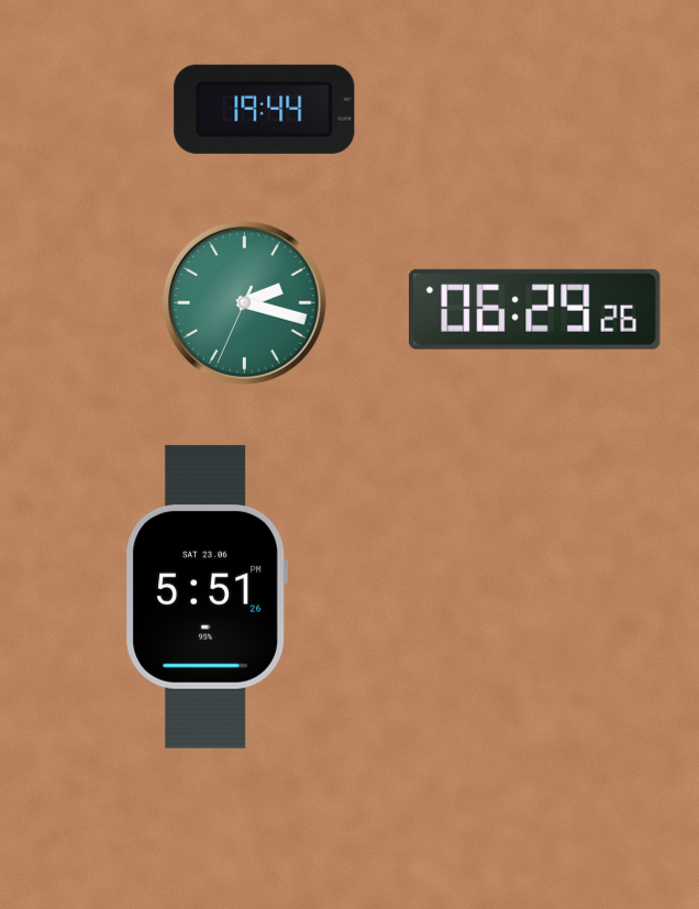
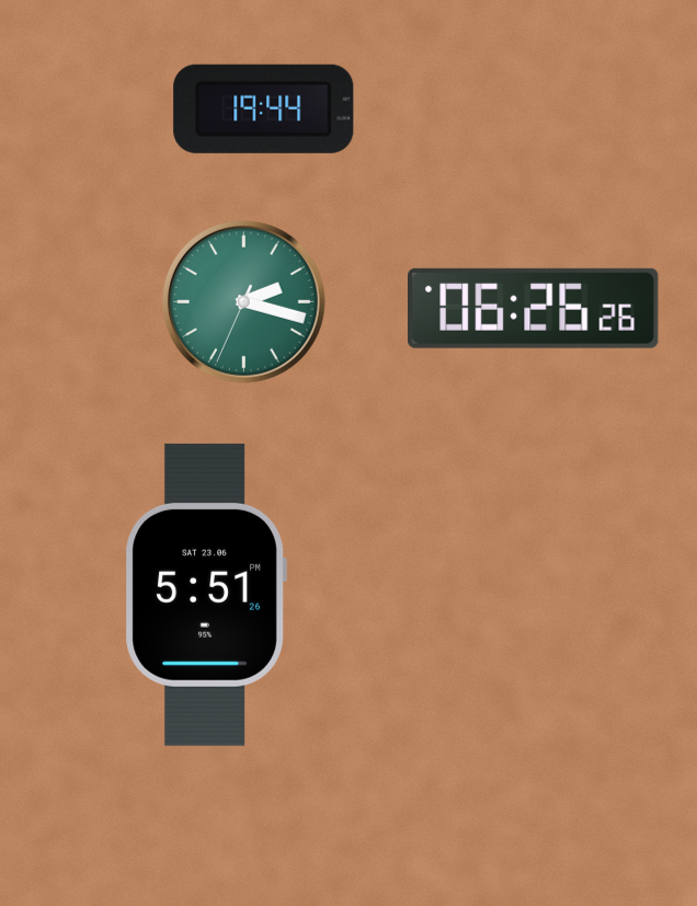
clock at (535, 309): 06:29 -> 06:26
